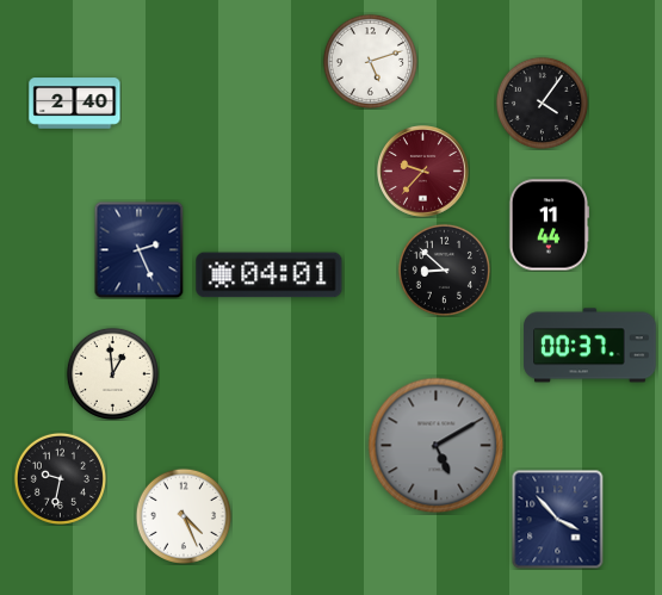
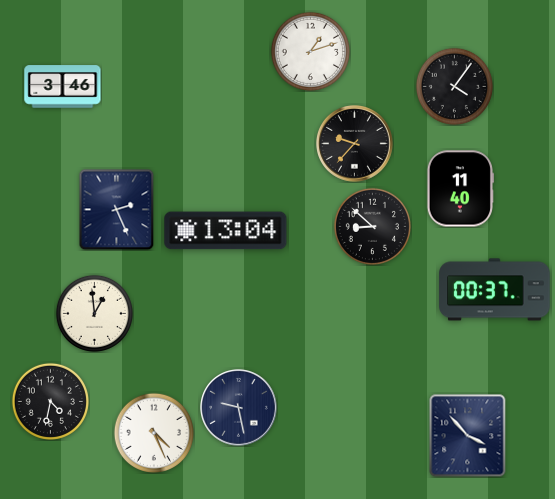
clock at (370, 61): 5:12 -> 1:12
clock at (75, 104): 2:40 -> 3:46
clock at (423, 172) dial: burgundy -> black
clock at (547, 225): 11:44 -> 11:40
clock at (270, 275): 04:01 -> 13:04
clock at (437, 446): 5:10 -> none
clock at (60, 478): 9:32 -> 4:32
clock at (239, 408): none -> 9:28
